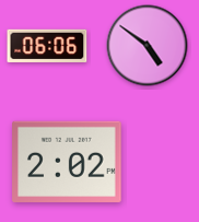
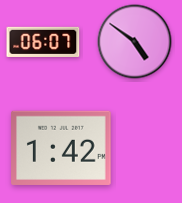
clock at (47, 46): 06:06 -> 06:07
clock at (67, 162): 2:02 -> 1:42
